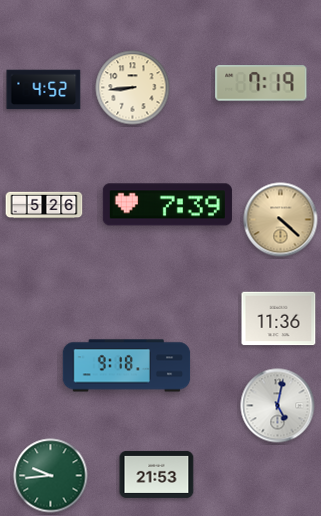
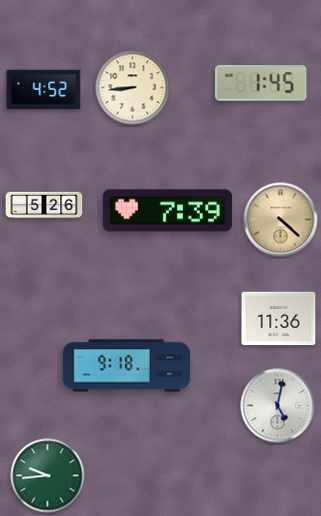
clock at (261, 83): 7:19 -> 1:45
clock at (167, 205) position: (167, 205) -> (167, 211)
clock at (157, 474): 21:53 -> none
clock at (51, 476) position: (51, 476) -> (48, 476)
